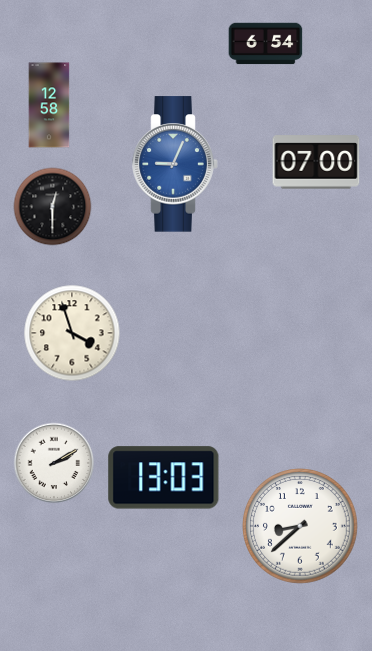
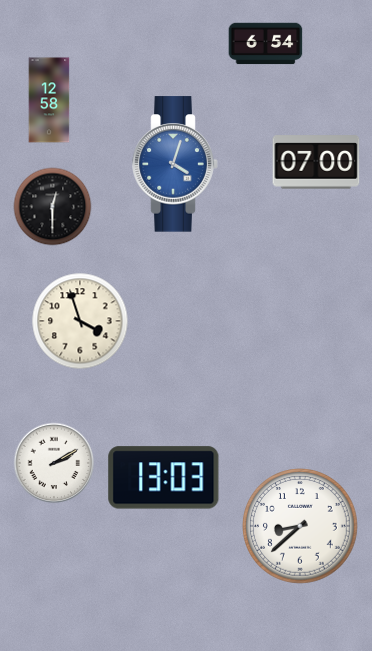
clock at (49, 105) position: (49, 105) -> (49, 100)
clock at (175, 164): 9:04 -> 4:03
clock at (72, 333) position: (72, 333) -> (80, 321)
